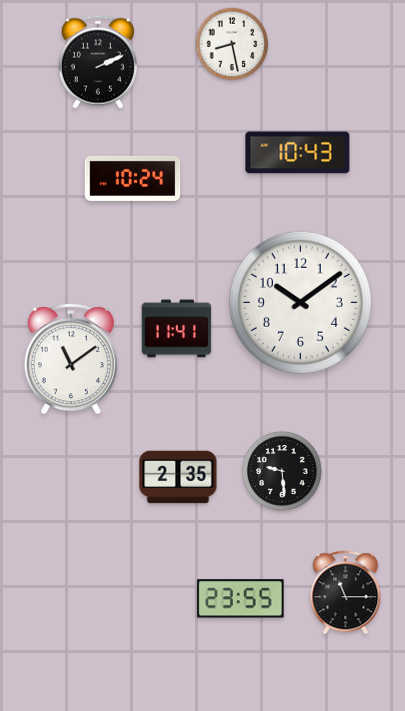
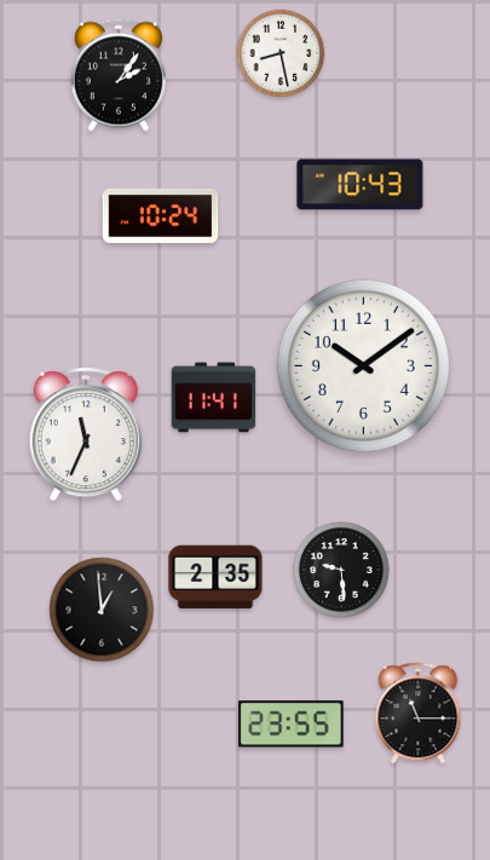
clock at (98, 62): 2:11 -> 2:06
clock at (71, 359): 11:09 -> 11:34
clock at (102, 610): none -> 12:59
clock at (346, 593) position: (346, 593) -> (419, 714)
